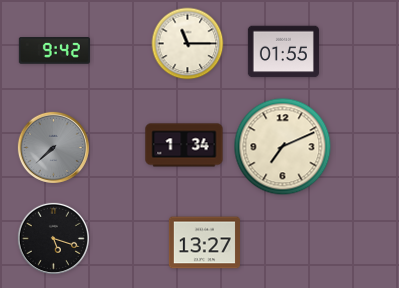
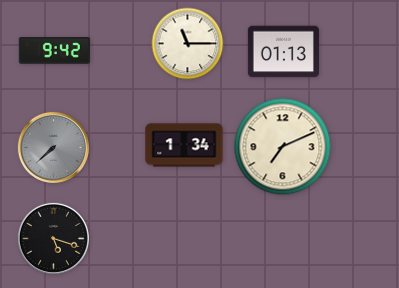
clock at (283, 52): 01:55 -> 01:13
clock at (204, 243): 13:27 -> none
